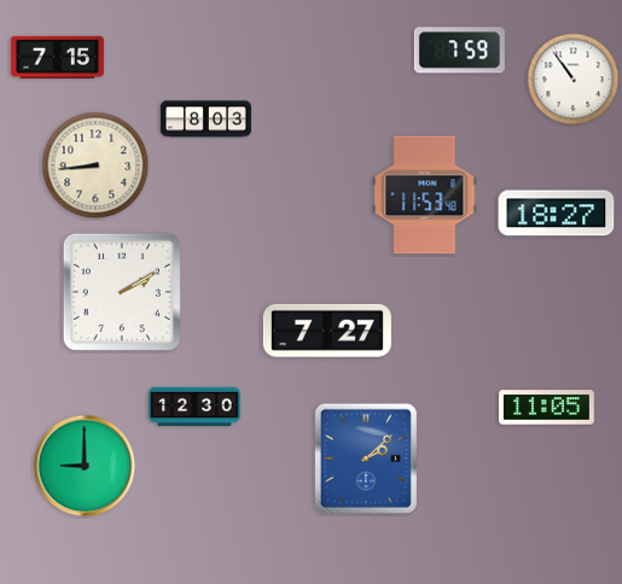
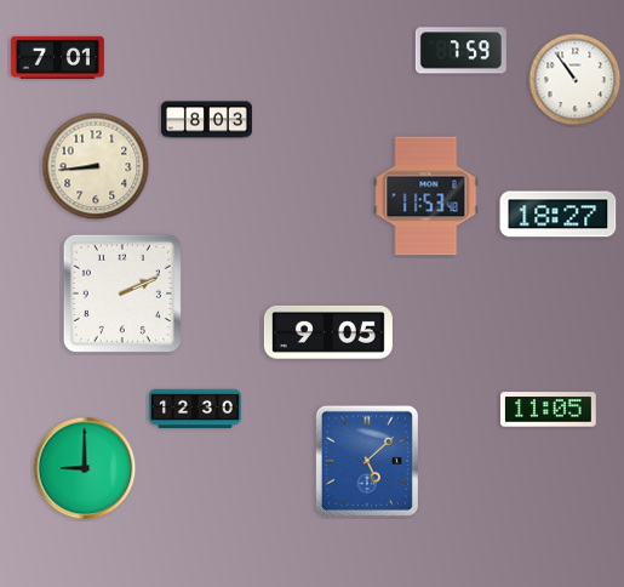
clock at (57, 57): 7:15 -> 7:01
clock at (122, 292): 2:10 -> 2:11
clock at (327, 331): 7:27 -> 9:05
clock at (366, 459): 2:08 -> 5:08
